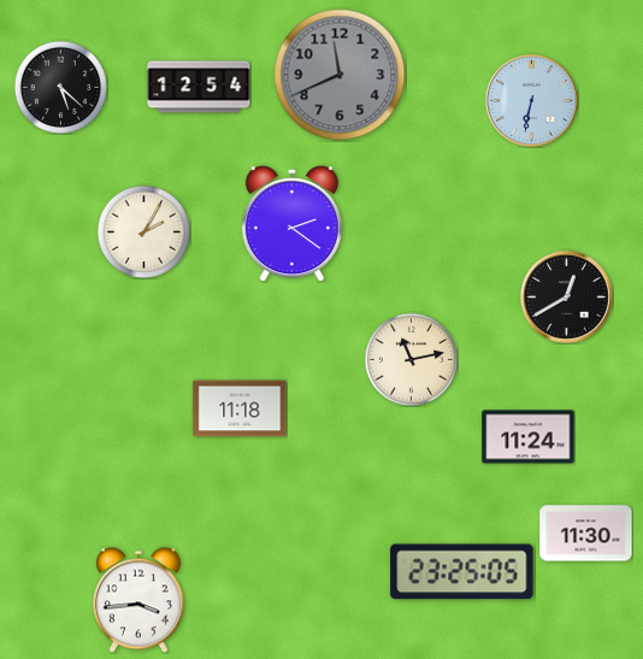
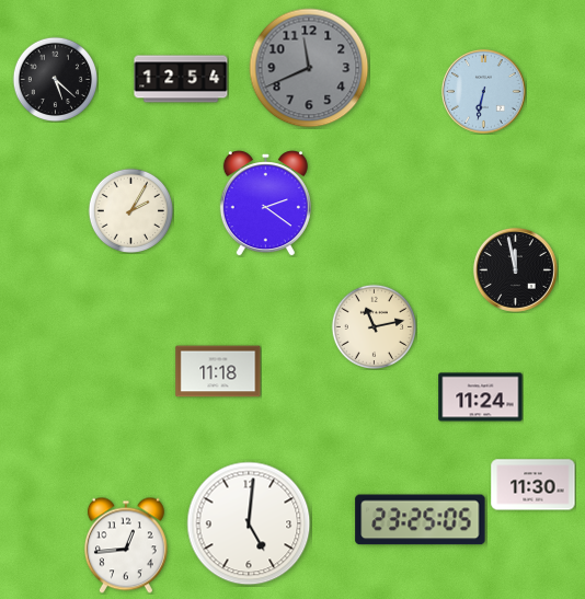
clock at (566, 296): 12:40 -> 11:58
clock at (249, 523): none -> 5:01
clock at (138, 600): 3:44 -> 12:44
